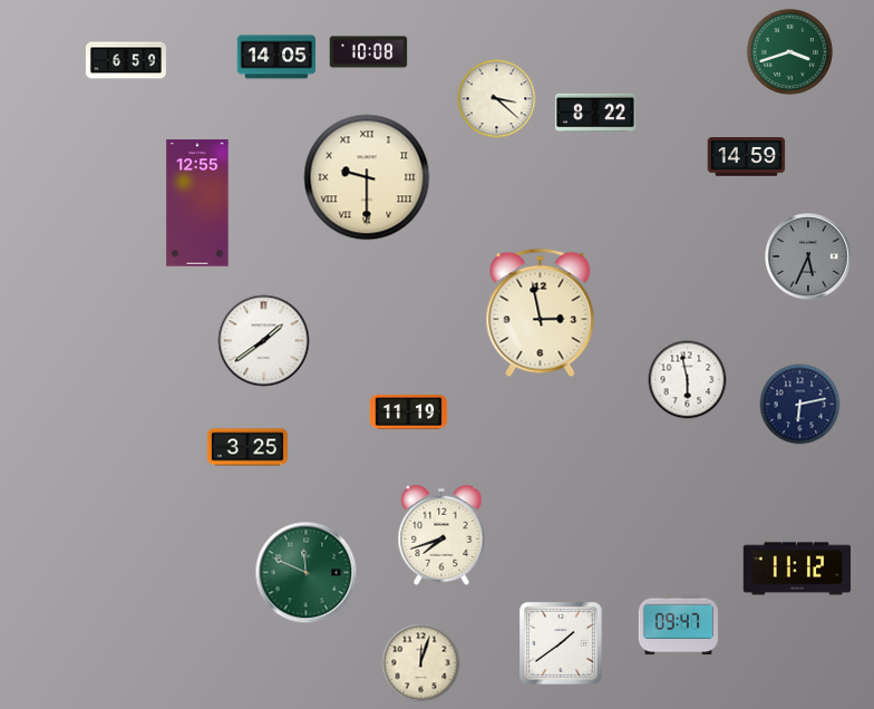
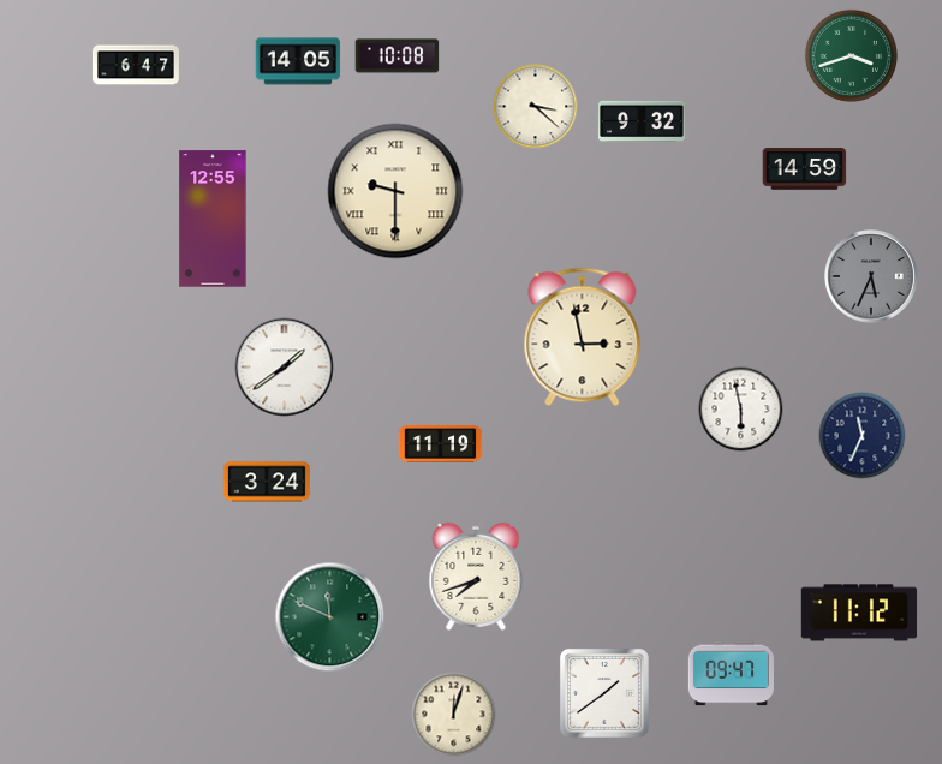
clock at (126, 60): 6:59 -> 6:47
clock at (595, 111): 8:22 -> 9:32
clock at (800, 405): 6:13 -> 11:34
clock at (247, 447): 3:25 -> 3:24
